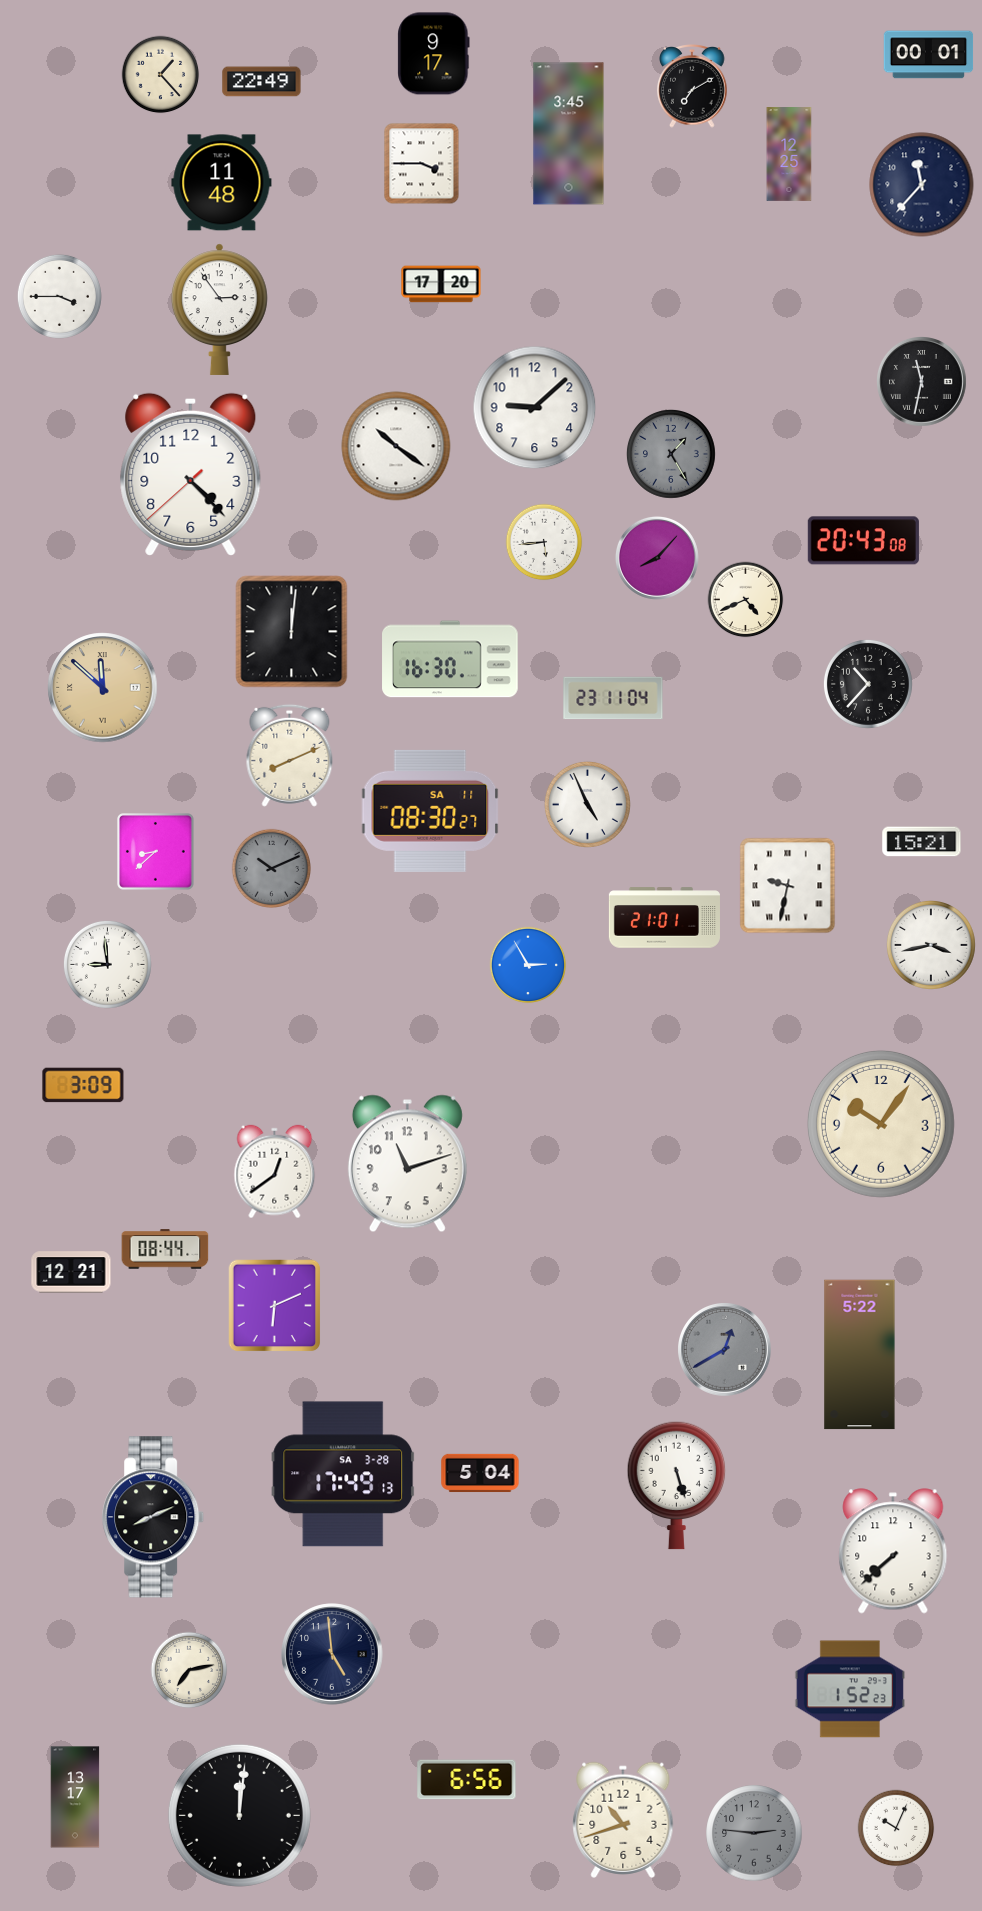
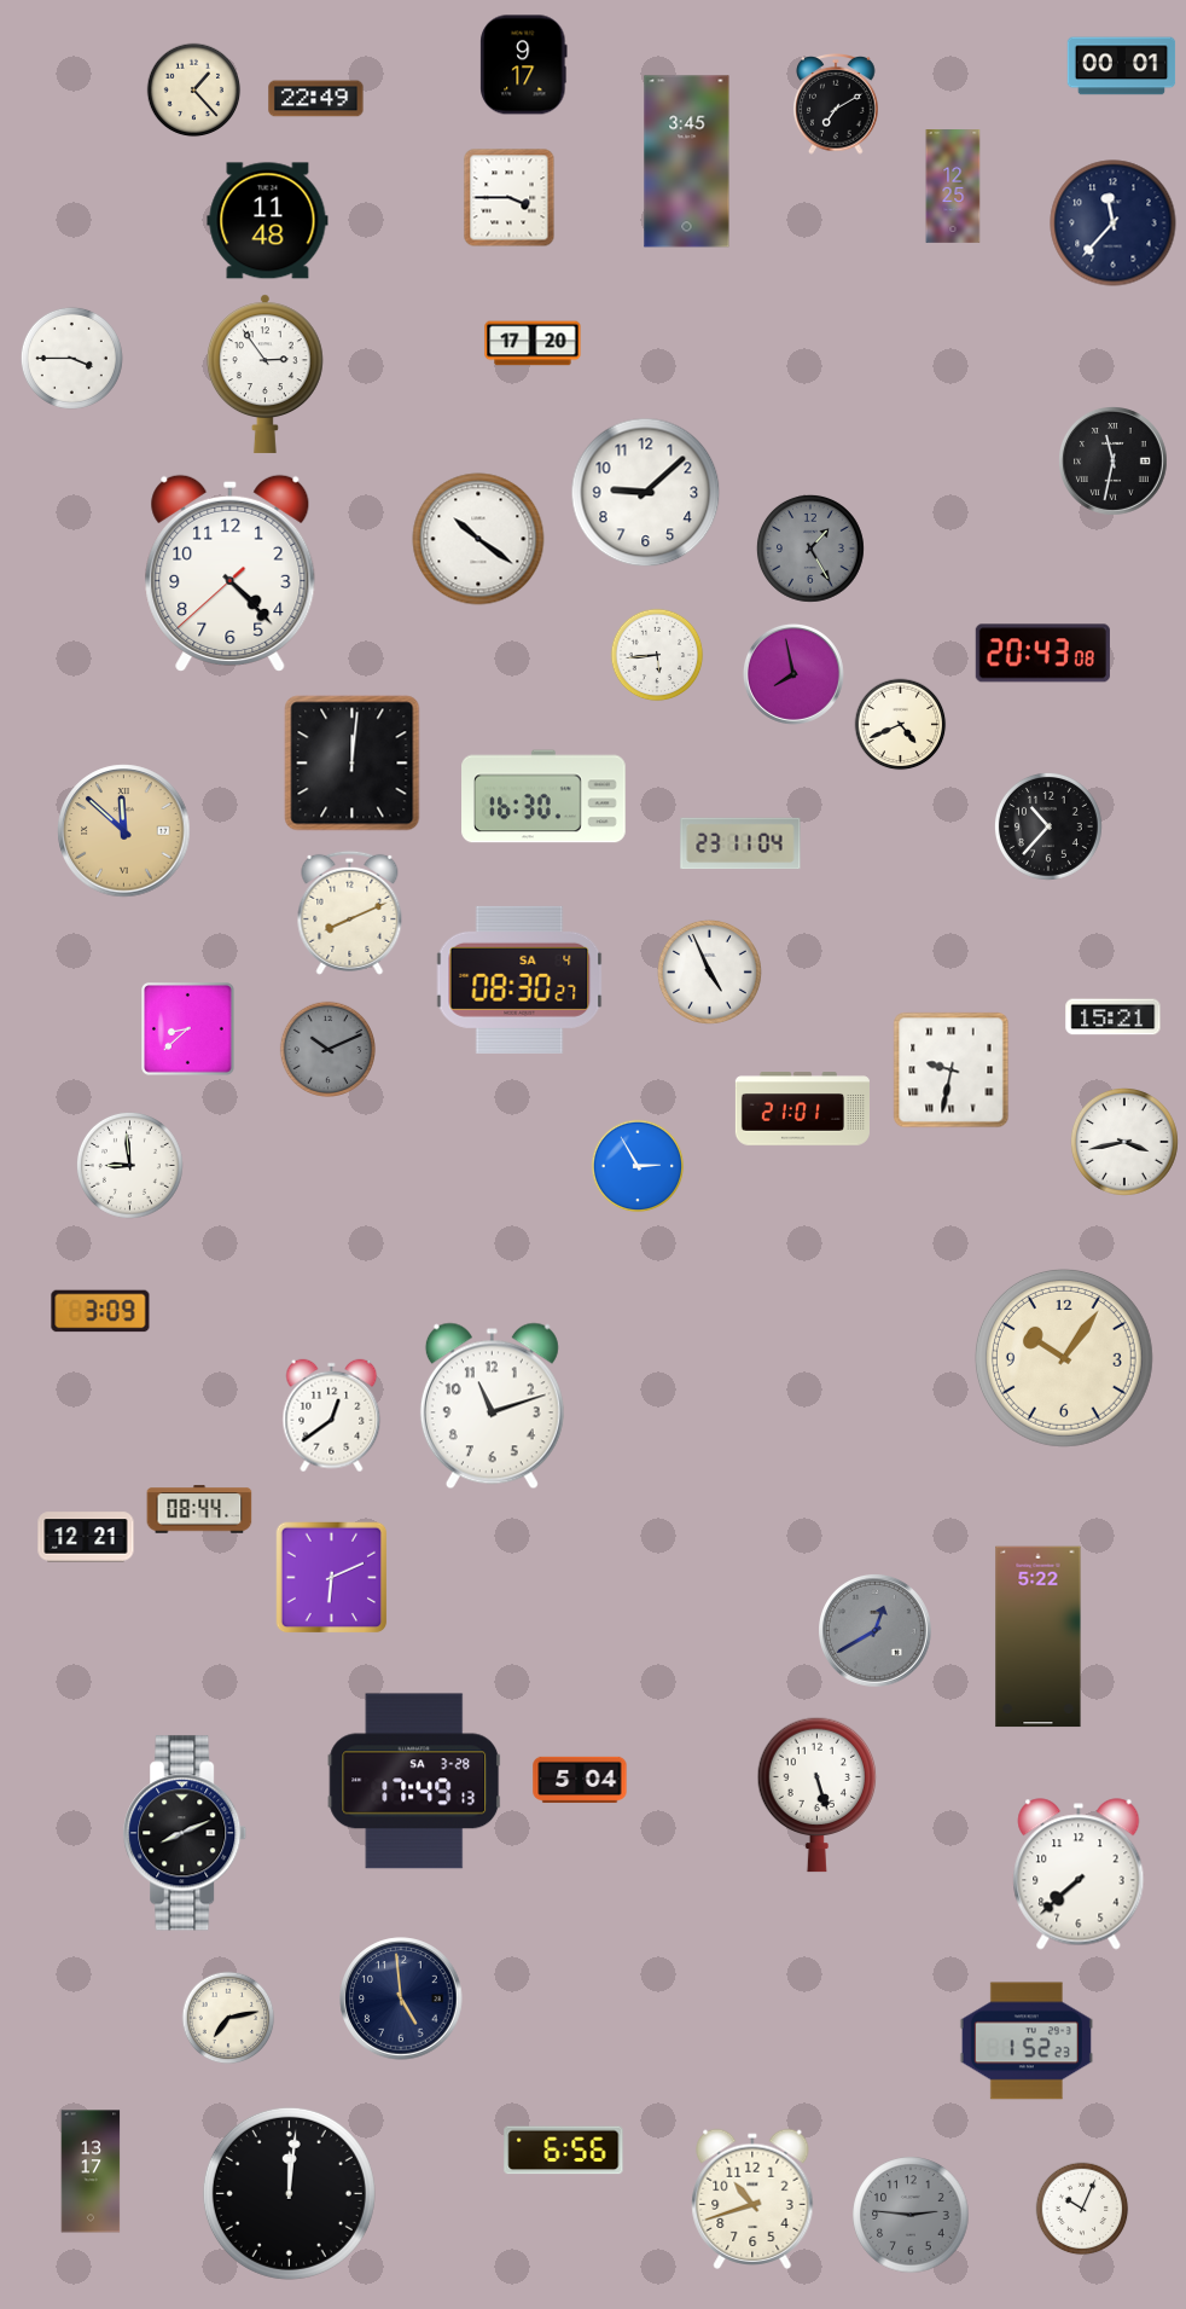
clock at (657, 558): 8:07 -> 7:58
clock at (430, 811) date: SA 11 -> SA 4
